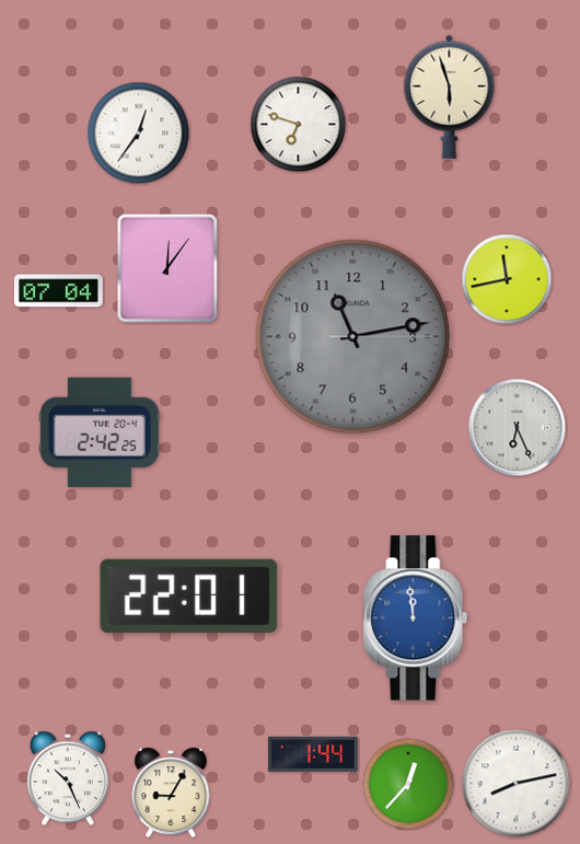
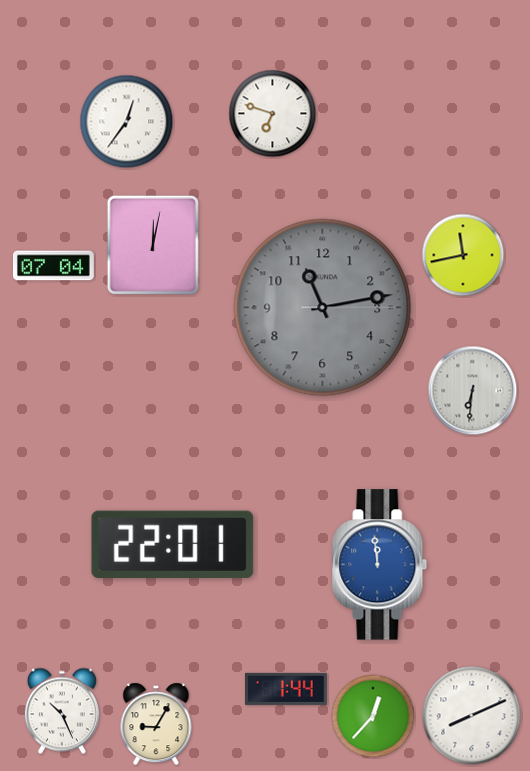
clock at (450, 96): 5:57 -> none
clock at (167, 268): 12:06 -> 12:02
clock at (518, 428): 6:26 -> 6:31
clock at (100, 432): 2:42 -> none
clock at (517, 784): 8:13 -> 8:11
